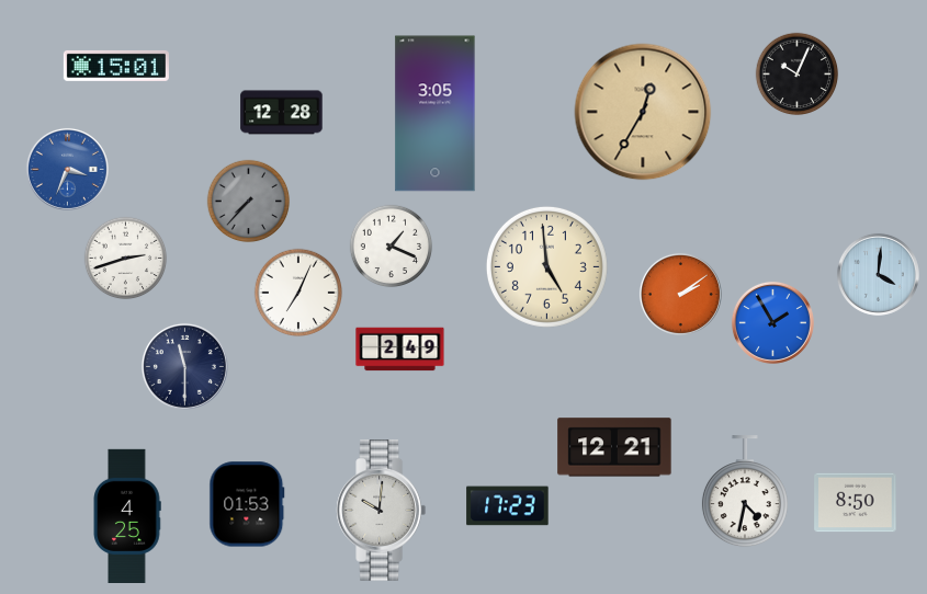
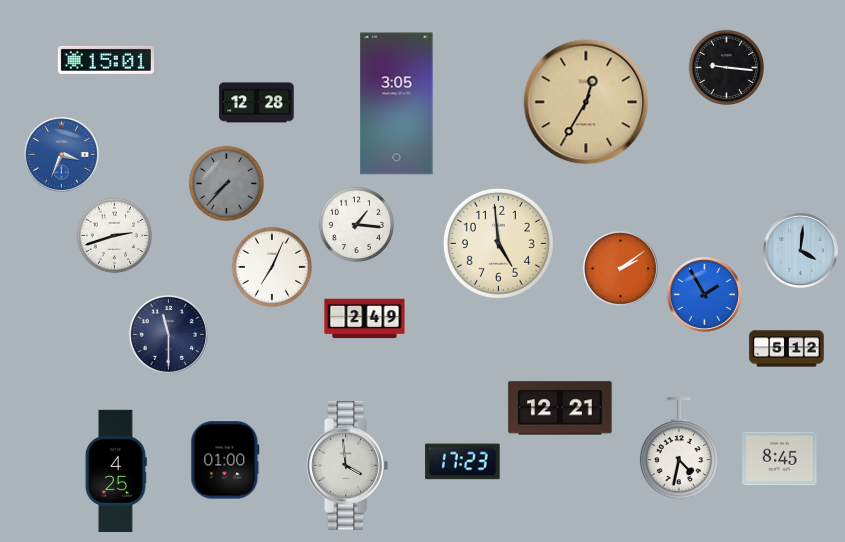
clock at (798, 75): 10:04 -> 9:16
clock at (392, 247): 1:19 -> 1:16
clock at (787, 349): none -> 5:12
clock at (856, 503): 8:50 -> 8:45
clock at (247, 504): 01:53 -> 01:00
clock at (381, 511): 10:01 -> 3:59
